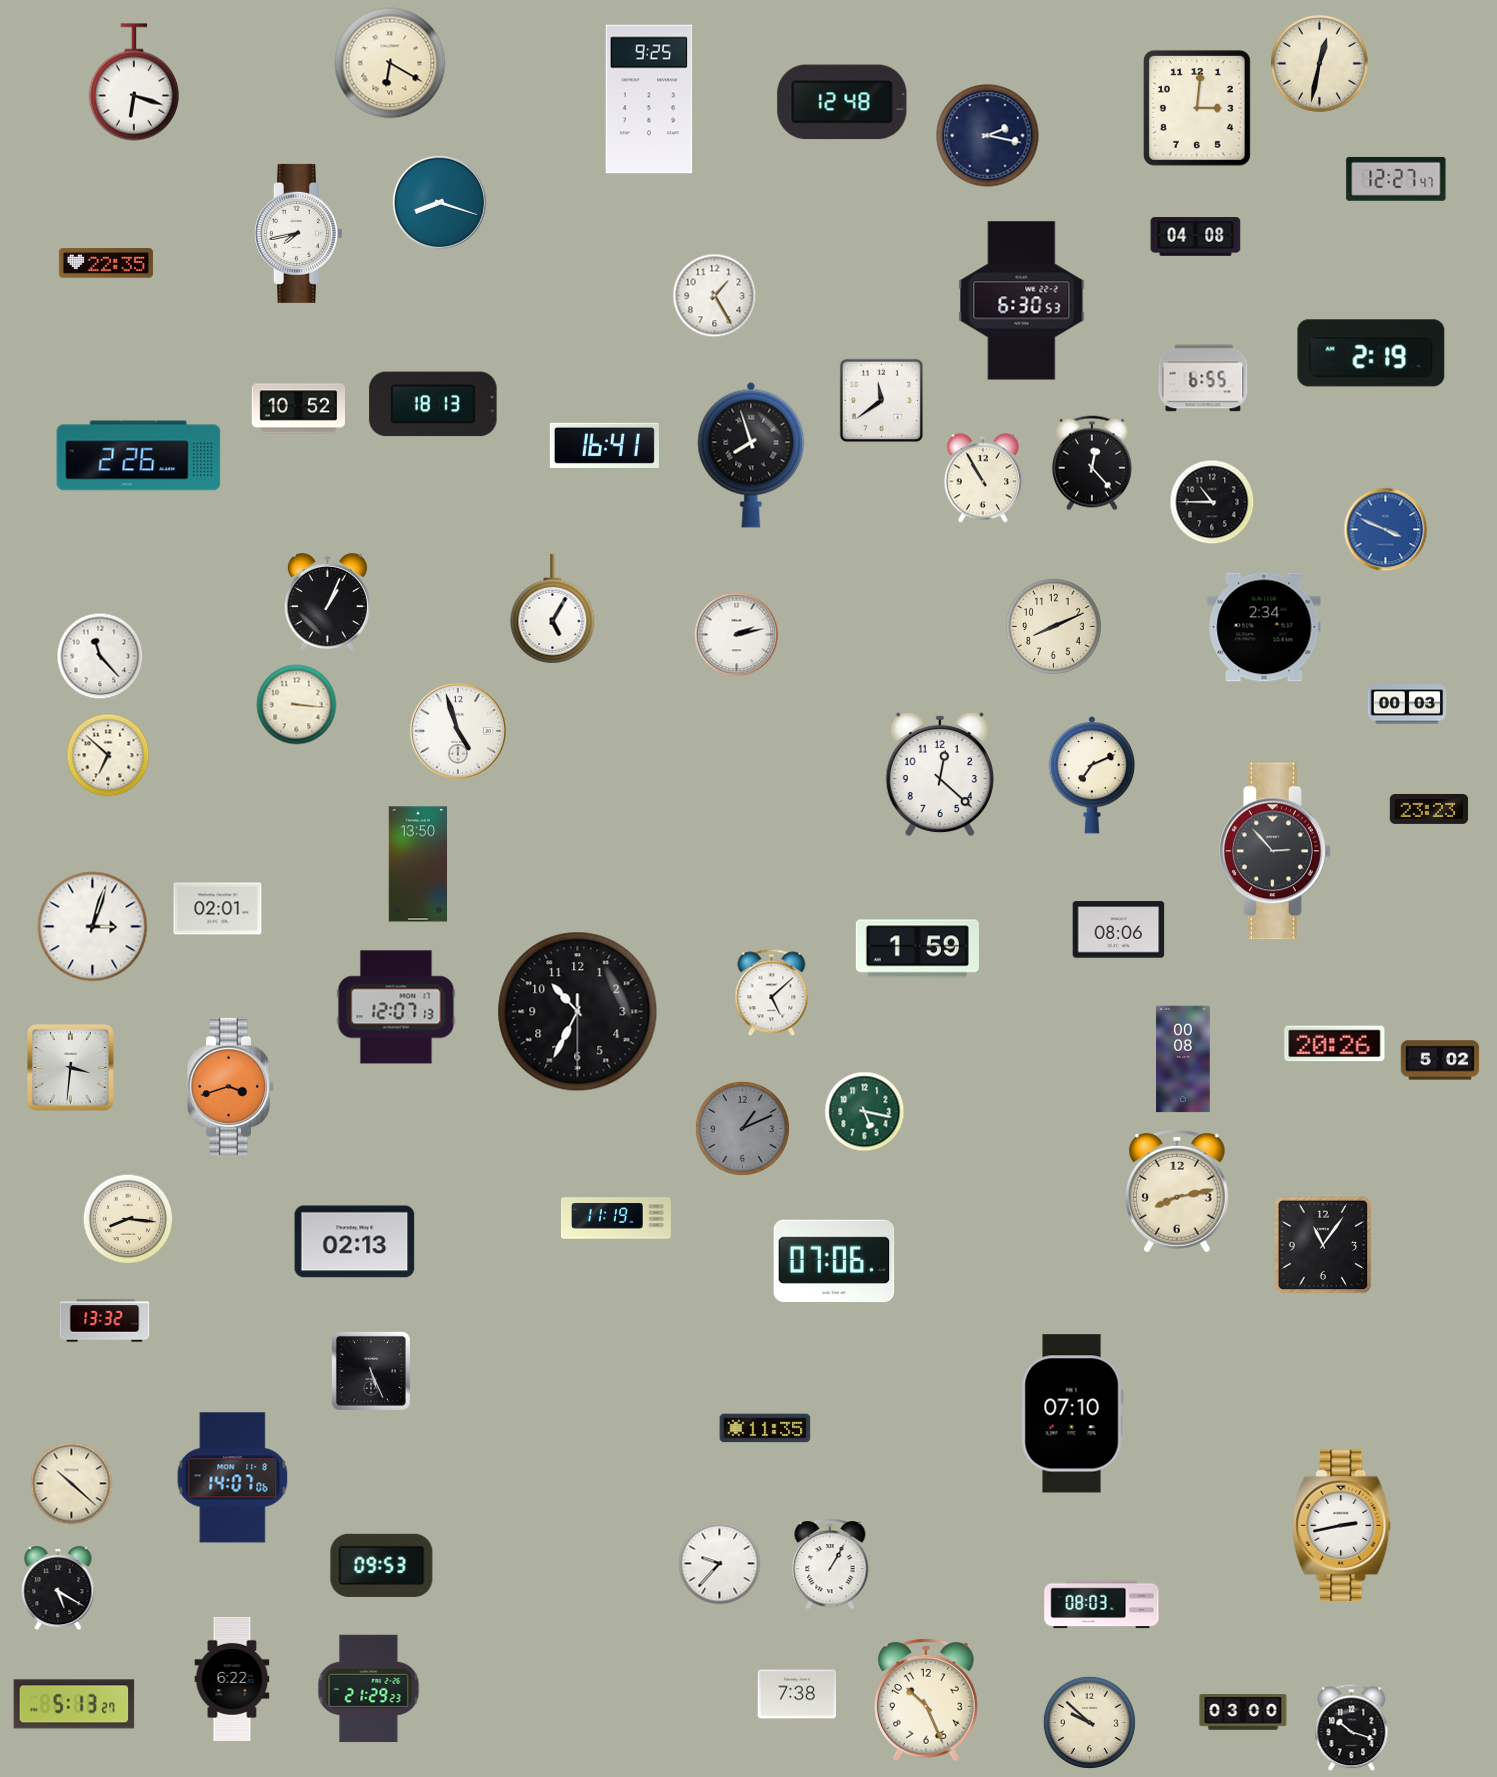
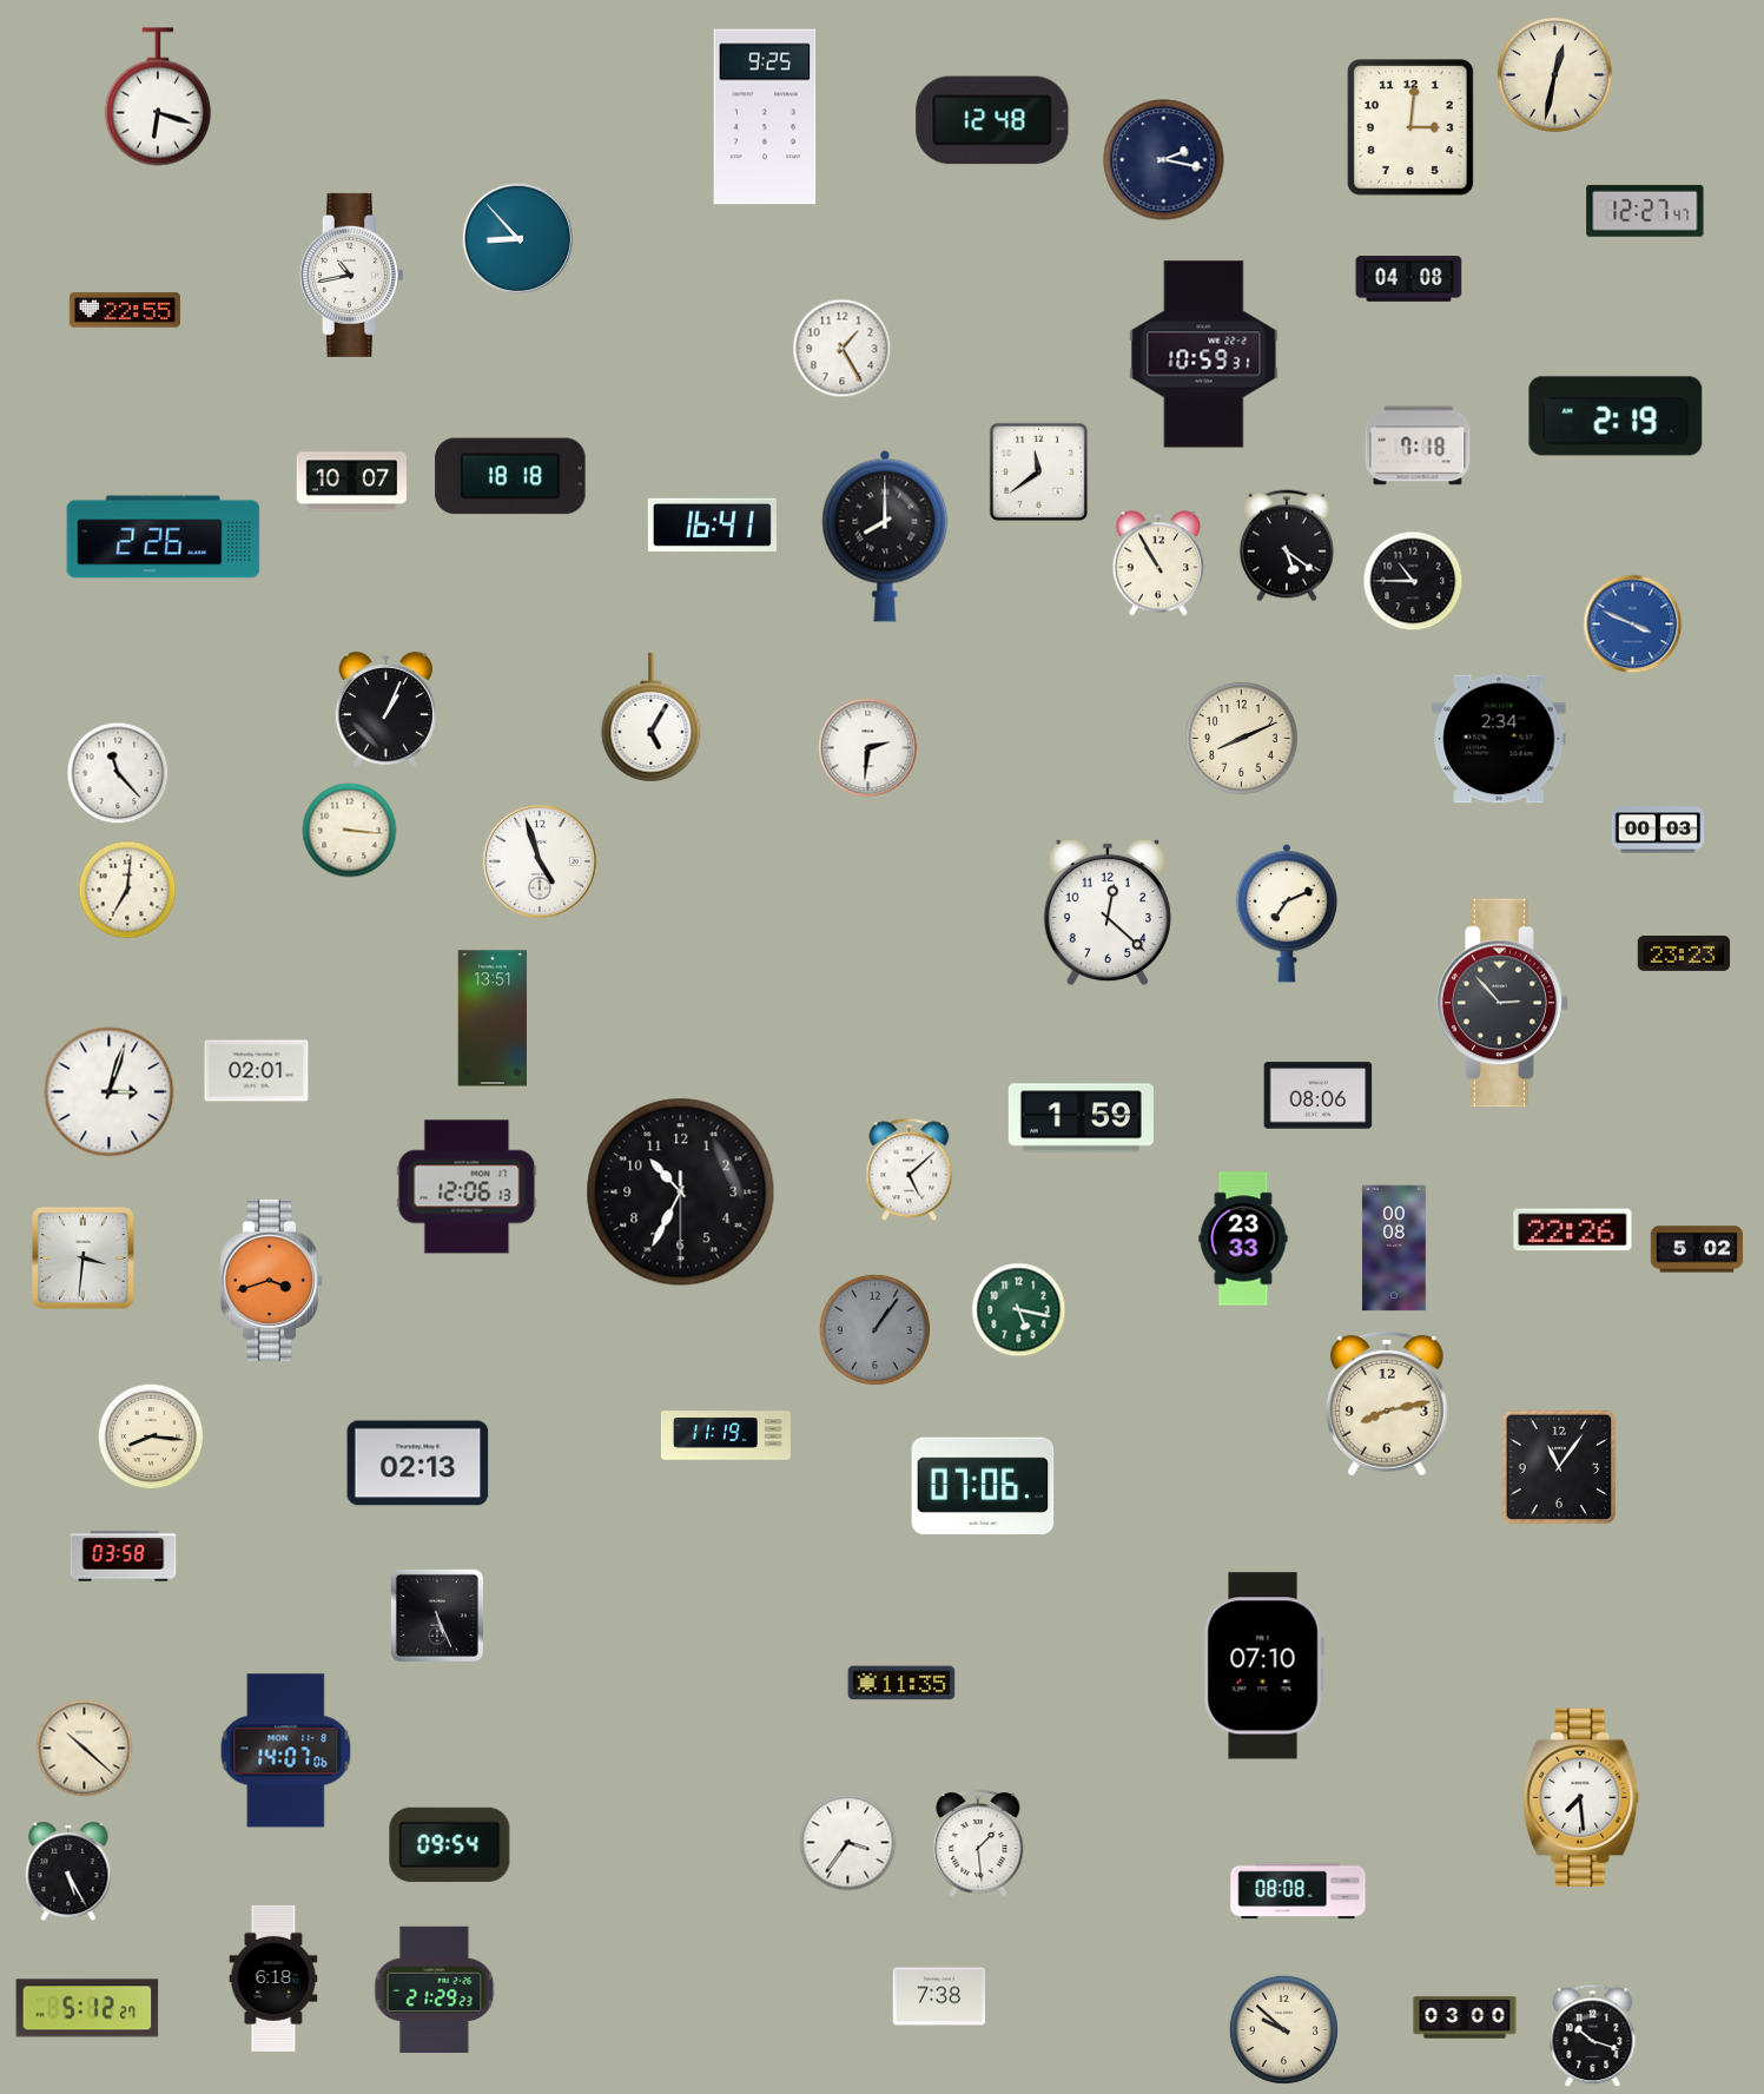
clock at (390, 63): 6:20 -> none
clock at (439, 202): 8:18 -> 8:53
clock at (299, 233): 7:43 -> 10:43
clock at (106, 263): 22:35 -> 22:55
clock at (1022, 301): 6:30 -> 10:59
clock at (1203, 378): 6:55 -> 7:18
clock at (433, 404): 18:13 -> 18:18
clock at (298, 409): 10:52 -> 10:07
clock at (751, 455): 7:57 -> 8:00
clock at (1092, 463): 12:23 -> 5:21
clock at (1212, 502) position: (1212, 502) -> (1413, 581)
clock at (1264, 627) position: (1264, 627) -> (1499, 739)
clock at (737, 635): 2:13 -> 2:31
clock at (108, 755): 6:52 -> 7:01
clock at (418, 864): 13:50 -> 13:51
clock at (396, 1007): 12:07 -> 12:06
clock at (1335, 1044): 20:26 -> 22:26
clock at (1243, 1238): none -> 23:33
clock at (742, 1128): 1:11 -> 1:06
clock at (105, 1321): 13:32 -> 03:58
clock at (233, 1478) position: (233, 1478) -> (286, 1751)
clock at (1342, 1525): 2:43 -> 7:29
clock at (720, 1564): 9:37 -> 3:36
clock at (382, 1565): 09:53 -> 09:54
clock at (830, 1565): 1:05 -> 1:29
clock at (58, 1588): 5:20 -> 5:25
clock at (1102, 1605): 08:03 -> 08:08
clock at (232, 1679): 6:22 -> 6:18
clock at (926, 1700): 10:26 -> none
clock at (74, 1704): 5:13 -> 5:12
